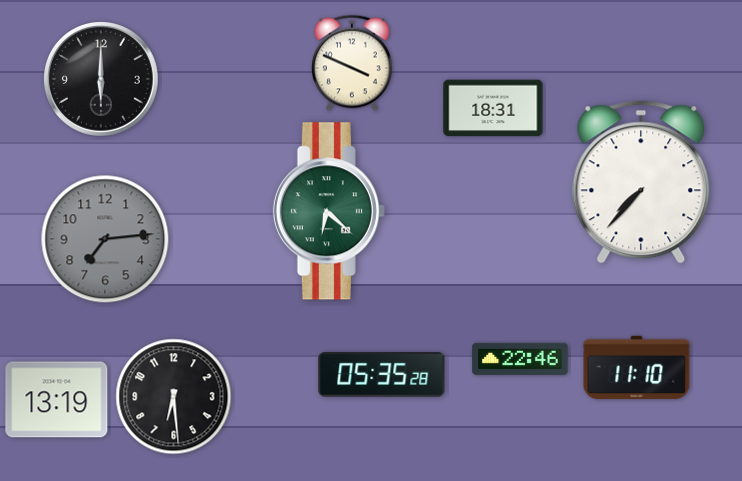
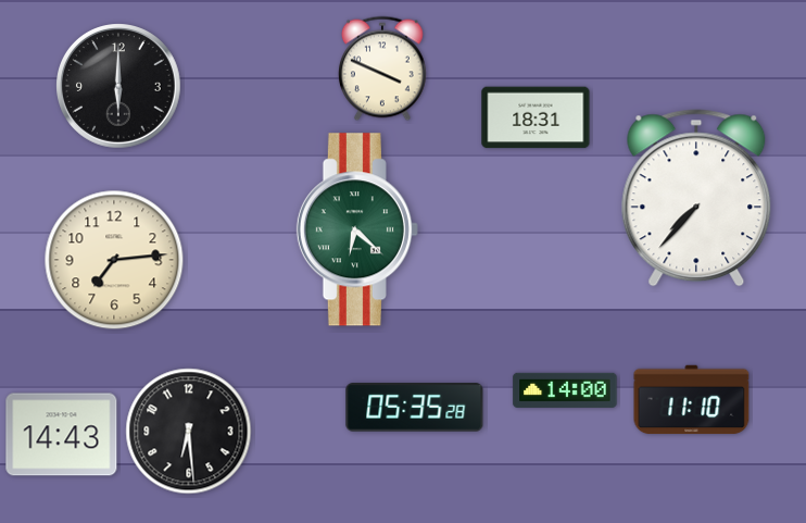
clock at (102, 80) position: (102, 80) -> (119, 87)
clock at (105, 239) dial: grey -> cream
clock at (520, 359): 22:46 -> 14:00
clock at (57, 400): 13:19 -> 14:43
